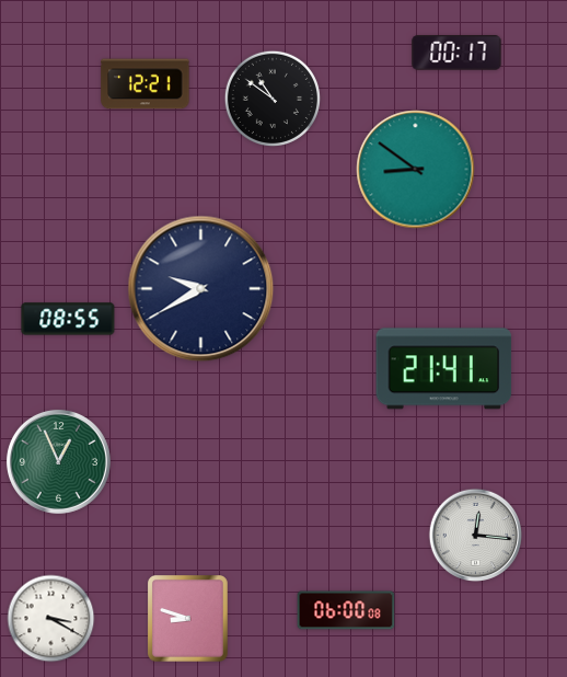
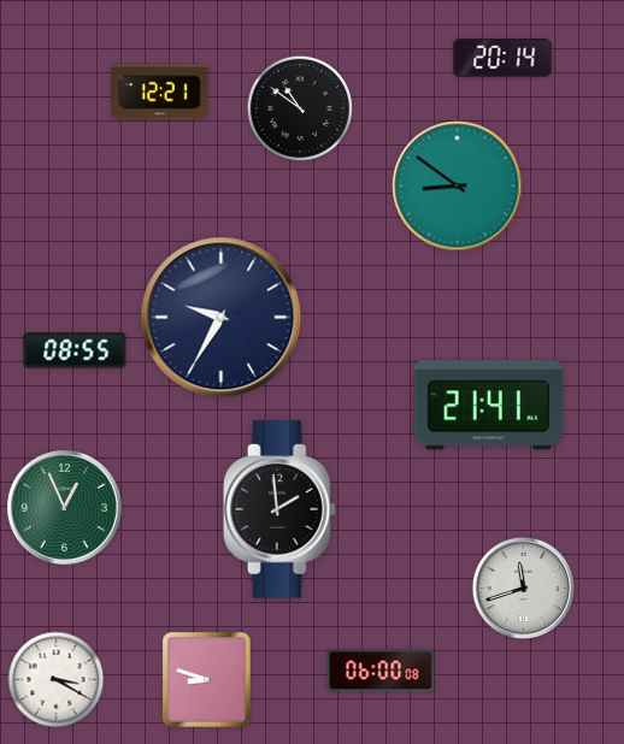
clock at (456, 53): 00:17 -> 20:14
clock at (201, 289): 9:40 -> 9:35
clock at (279, 509): none -> 1:59
clock at (475, 535): 12:16 -> 11:42
